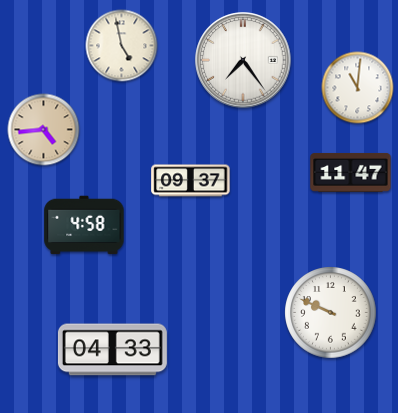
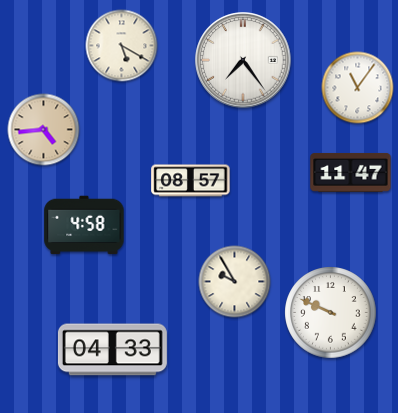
clock at (122, 46): 4:58 -> 5:20
clock at (358, 88): 11:01 -> 11:06
clock at (191, 181): 09:37 -> 08:57
clock at (235, 282): none -> 9:55
